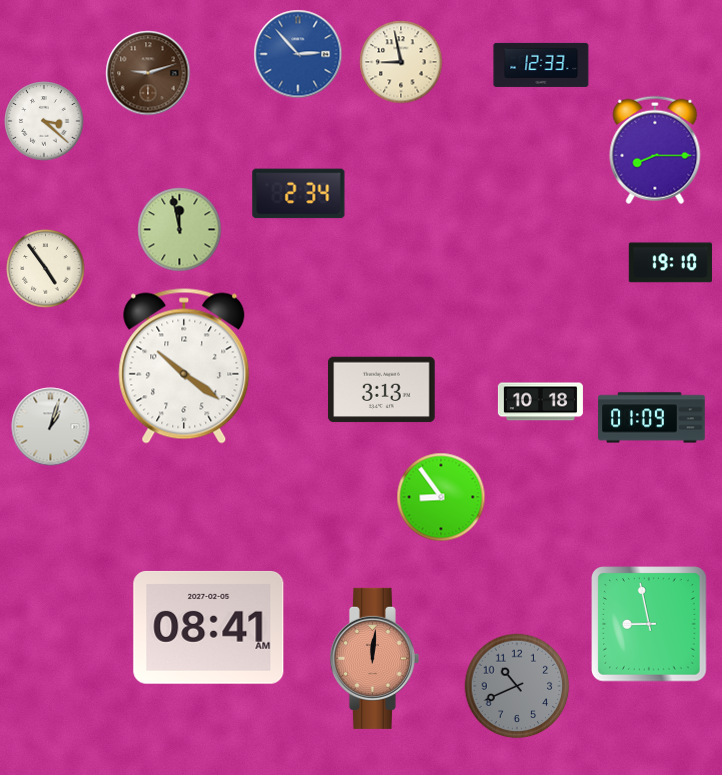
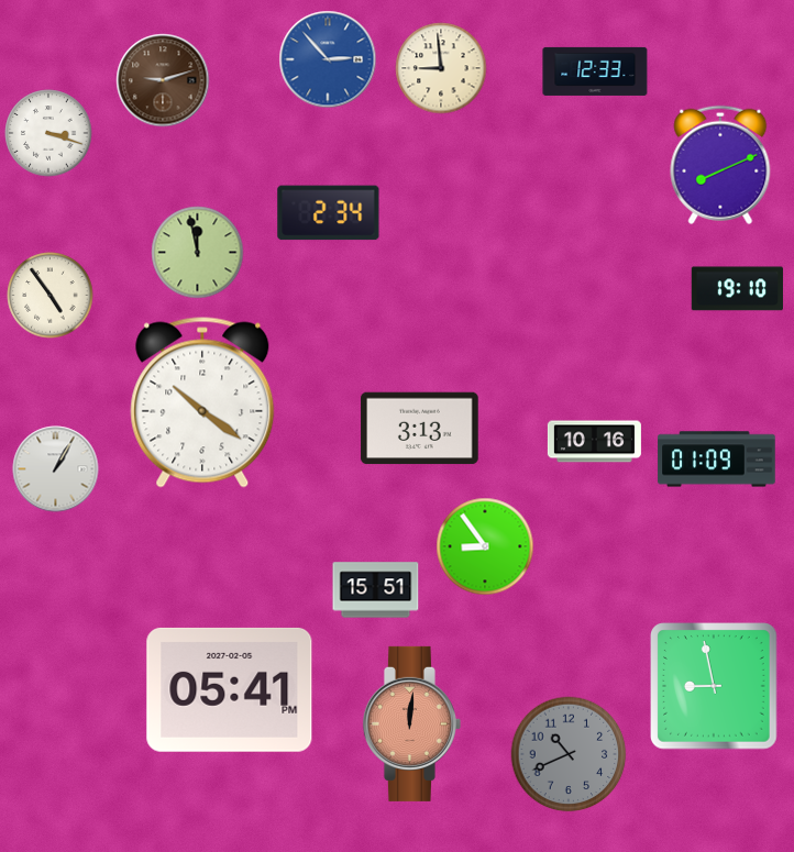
clock at (401, 62): 8:58 -> 8:59
clock at (44, 121): 3:22 -> 3:18
clock at (655, 150): 8:15 -> 8:11
clock at (540, 402): 10:18 -> 10:16
clock at (51, 427): 1:03 -> 1:05
clock at (376, 590): none -> 15:51
clock at (209, 627): 08:41 -> 05:41
